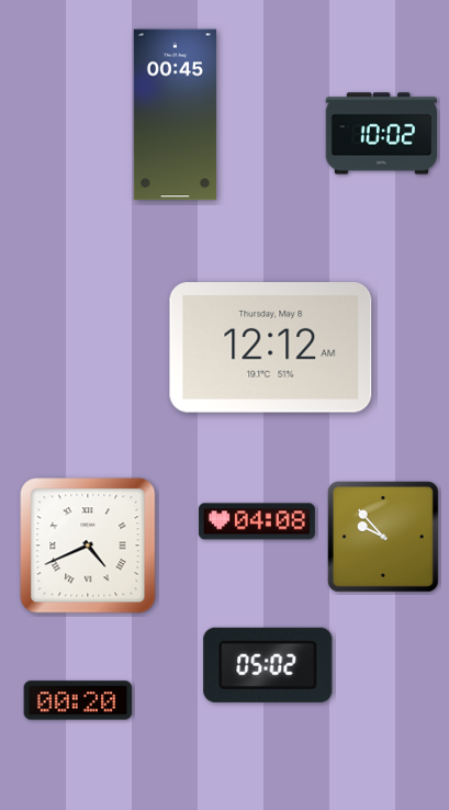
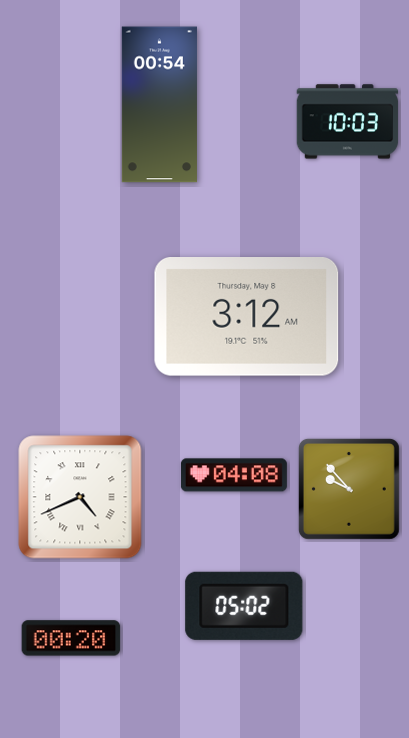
clock at (175, 115): 00:45 -> 00:54
clock at (382, 134): 10:02 -> 10:03
clock at (271, 348): 12:12 -> 3:12
